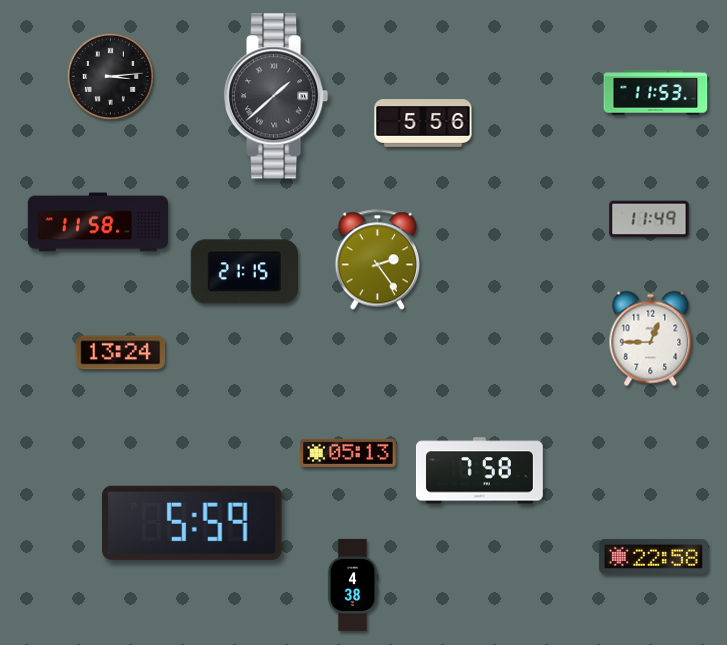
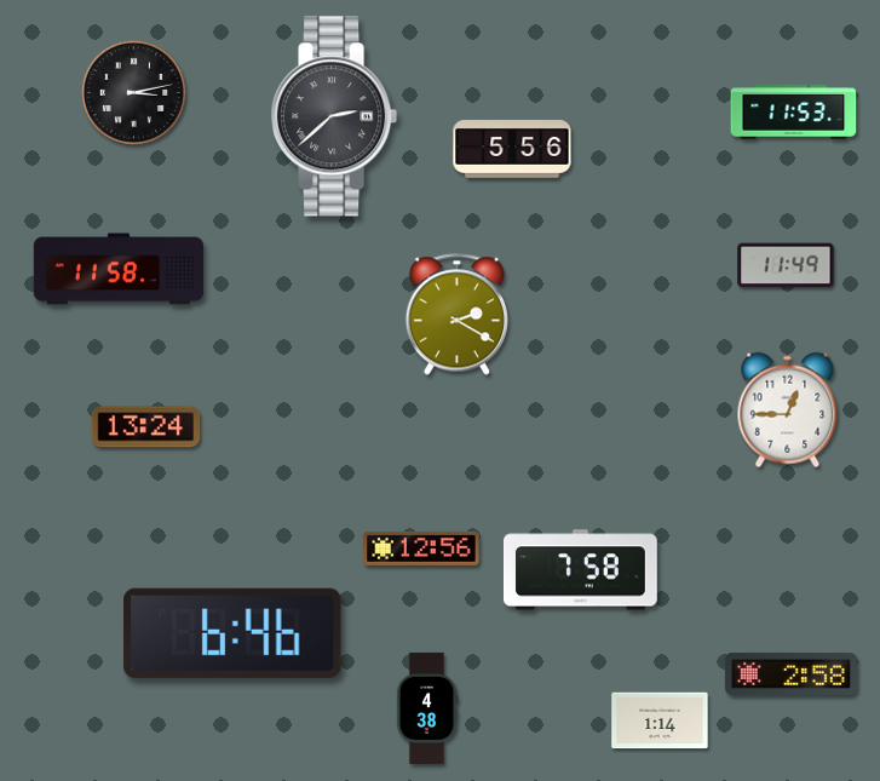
clock at (110, 76): 3:14 -> 3:13
clock at (277, 96): 1:38 -> 2:38
clock at (377, 260): 2:24 -> 2:20
clock at (244, 272): 21:15 -> none
clock at (348, 453): 05:13 -> 12:56
clock at (192, 523): 5:59 -> 6:46
clock at (653, 556): 22:58 -> 2:58
clock at (660, 720): none -> 1:14
